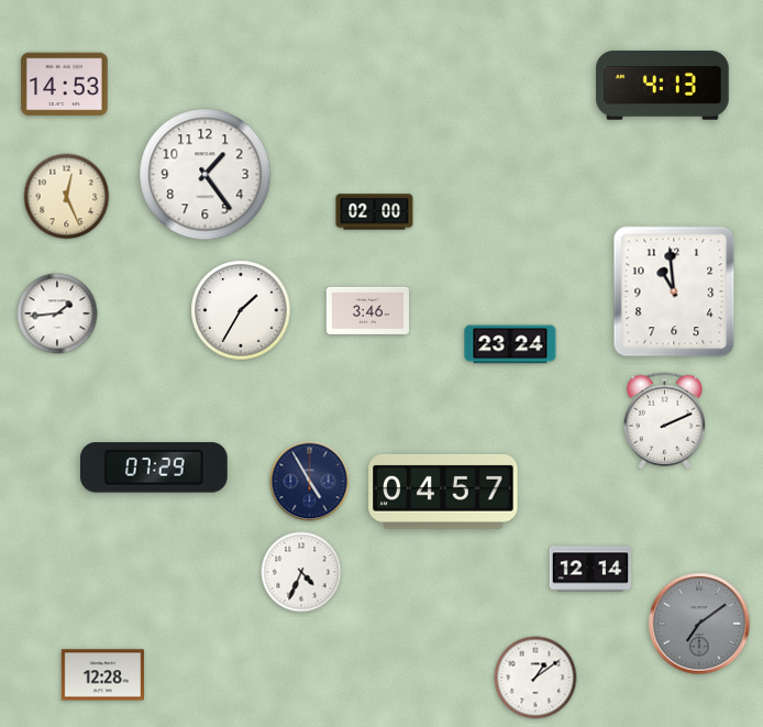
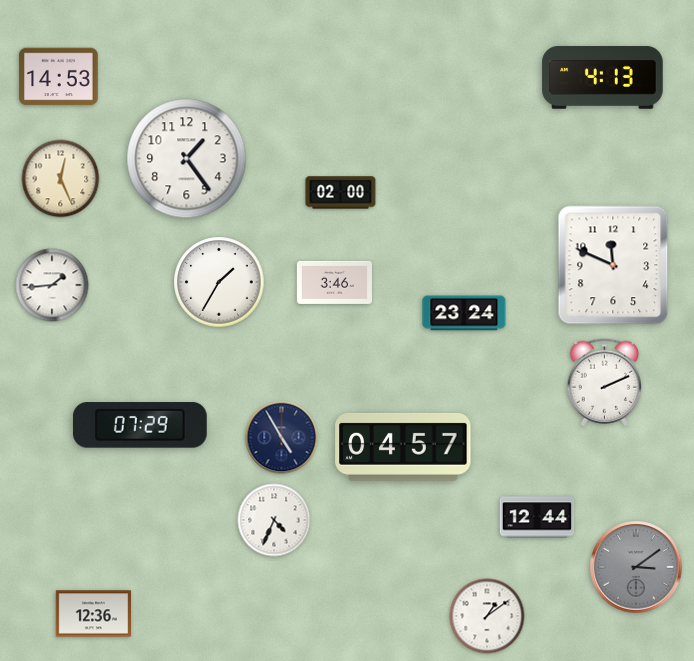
clock at (674, 291): 10:59 -> 11:49
clock at (590, 569): 12:14 -> 12:44
clock at (699, 624): 7:09 -> 3:09
clock at (102, 675): 12:28 -> 12:36
